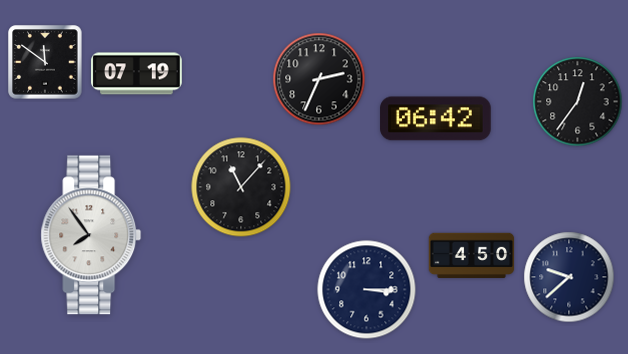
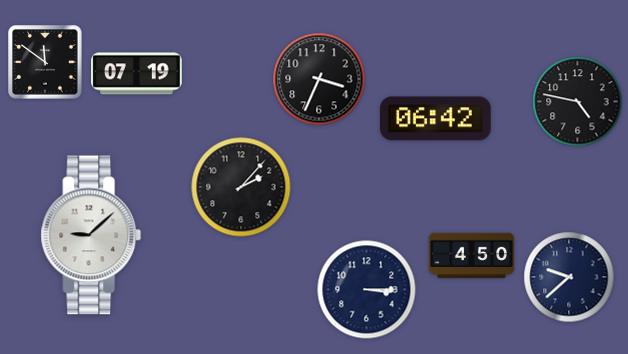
clock at (319, 79): 2:34 -> 3:34
clock at (578, 102): 12:36 -> 4:47
clock at (241, 187): 11:07 -> 2:07
clock at (91, 235): 7:54 -> 9:08
